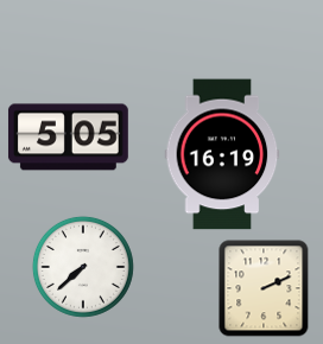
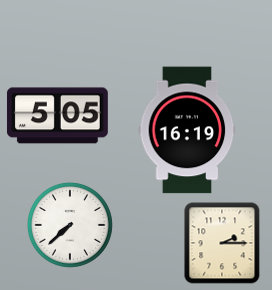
clock at (264, 288): 2:11 -> 2:15
